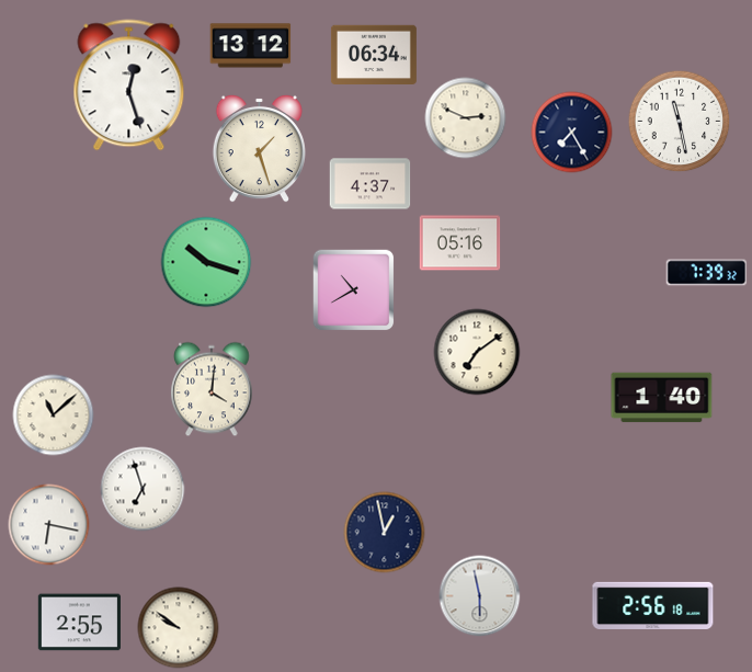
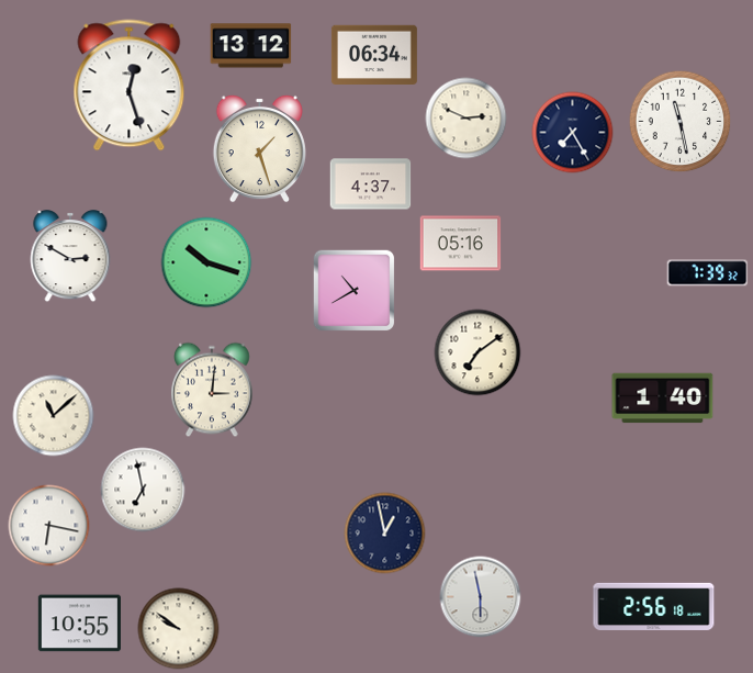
clock at (70, 257): none -> 2:50
clock at (213, 389): 4:01 -> 3:01
clock at (143, 489): 6:57 -> 6:58
clock at (79, 623): 2:55 -> 10:55
